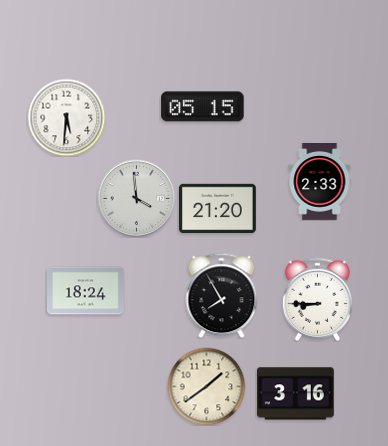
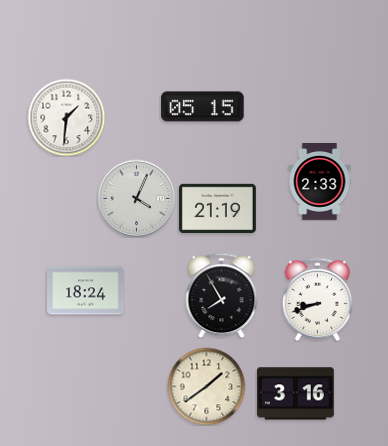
clock at (66, 117): 5:31 -> 1:31
clock at (136, 198): 3:59 -> 4:04
clock at (218, 208): 21:20 -> 21:19
clock at (317, 299): 8:45 -> 8:42
